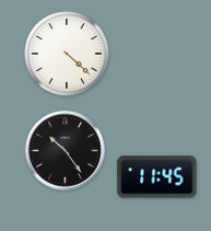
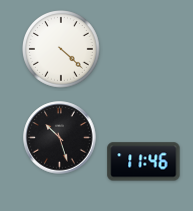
clock at (66, 151): 10:24 -> 10:27
clock at (157, 177): 11:45 -> 11:46
